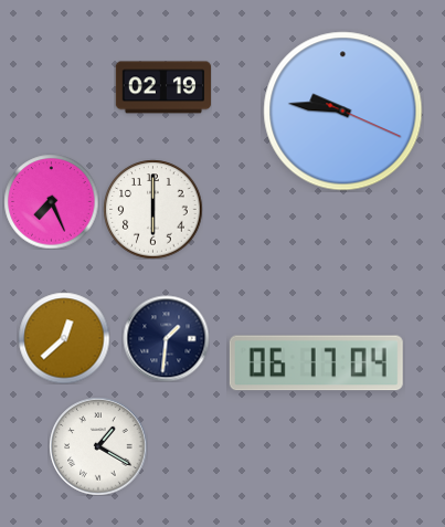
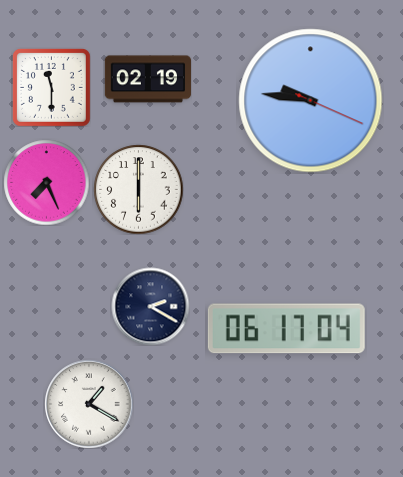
clock at (52, 88): none -> 11:30
clock at (64, 338): 12:38 -> none
clock at (166, 338): 1:31 -> 2:20
